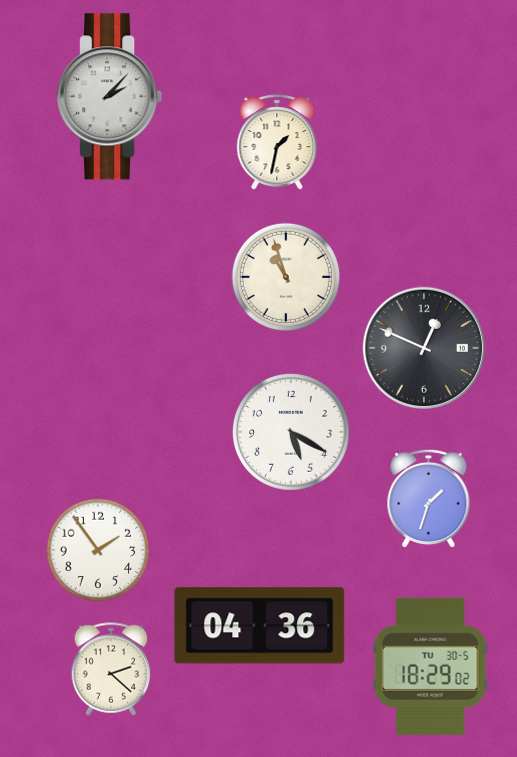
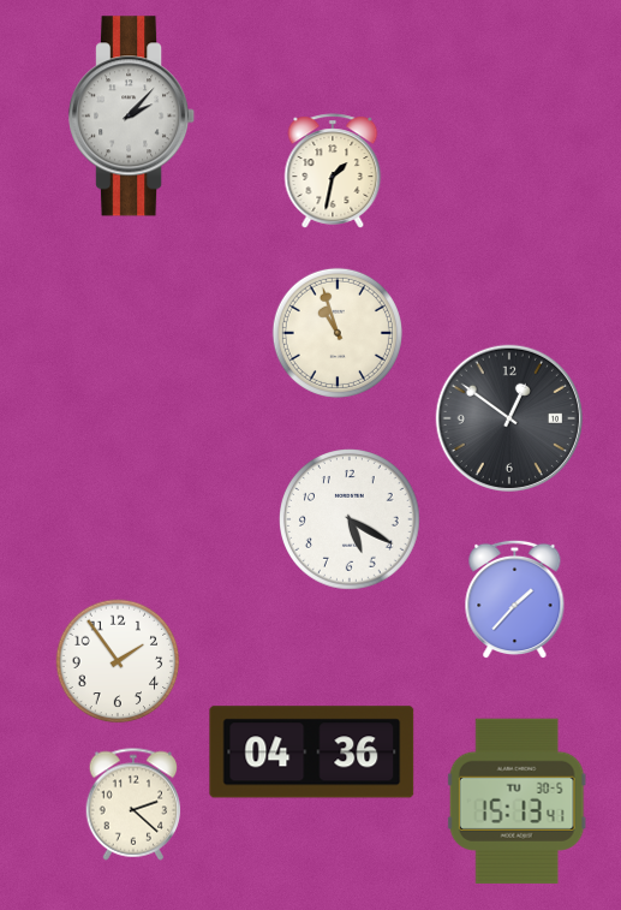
clock at (286, 277) position: (286, 277) -> (338, 333)
clock at (424, 348): 12:49 -> 12:51
clock at (429, 499): 1:33 -> 1:37
clock at (430, 666): 18:29 -> 15:13
